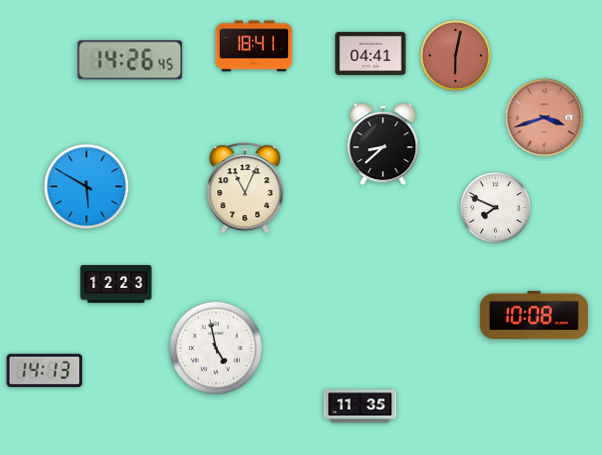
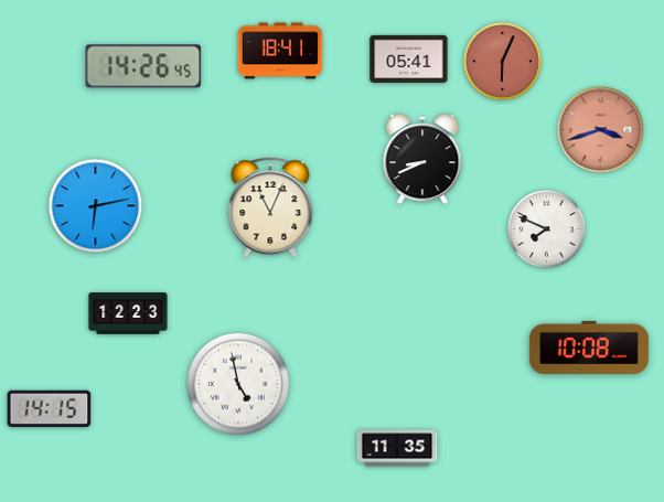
clock at (371, 53): 04:41 -> 05:41
clock at (456, 56): 6:02 -> 6:04
clock at (383, 144): 8:38 -> 8:41
clock at (87, 187): 5:50 -> 6:13
clock at (45, 371): 14:13 -> 14:15
